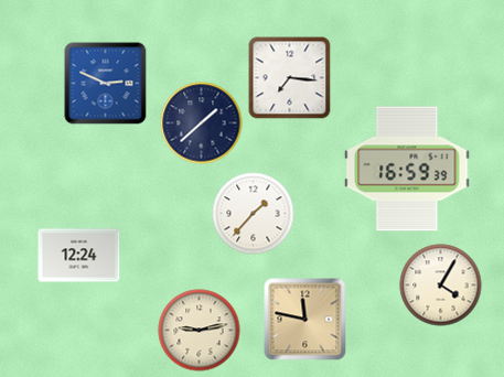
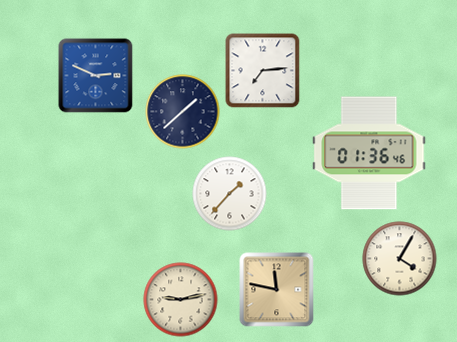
clock at (290, 78): 7:16 -> 7:14
clock at (407, 169): 16:59 -> 01:36
clock at (79, 256): 12:24 -> none
